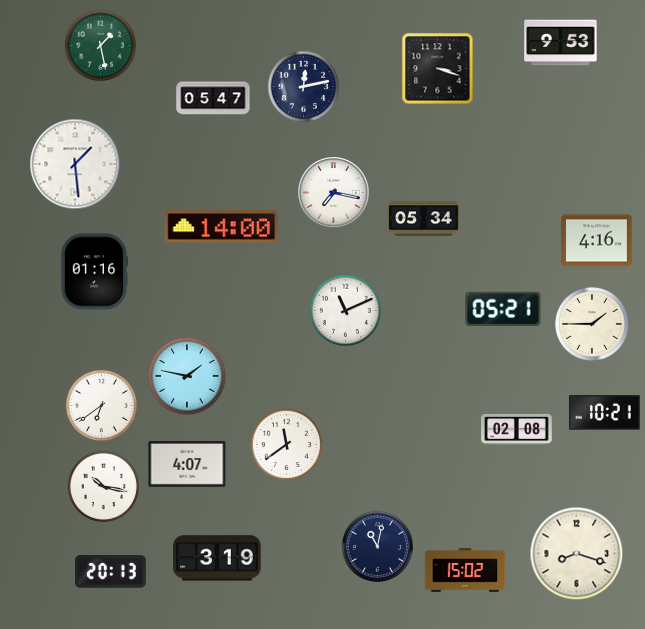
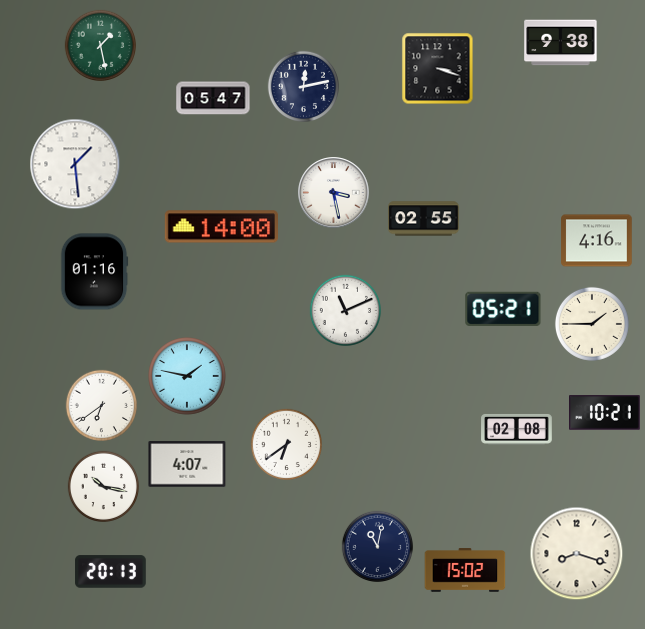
clock at (561, 43): 9:53 -> 9:38
clock at (334, 193): 7:17 -> 3:28
clock at (424, 219): 05:34 -> 02:55
clock at (286, 444): 11:39 -> 6:39
clock at (217, 558): 3:19 -> none
